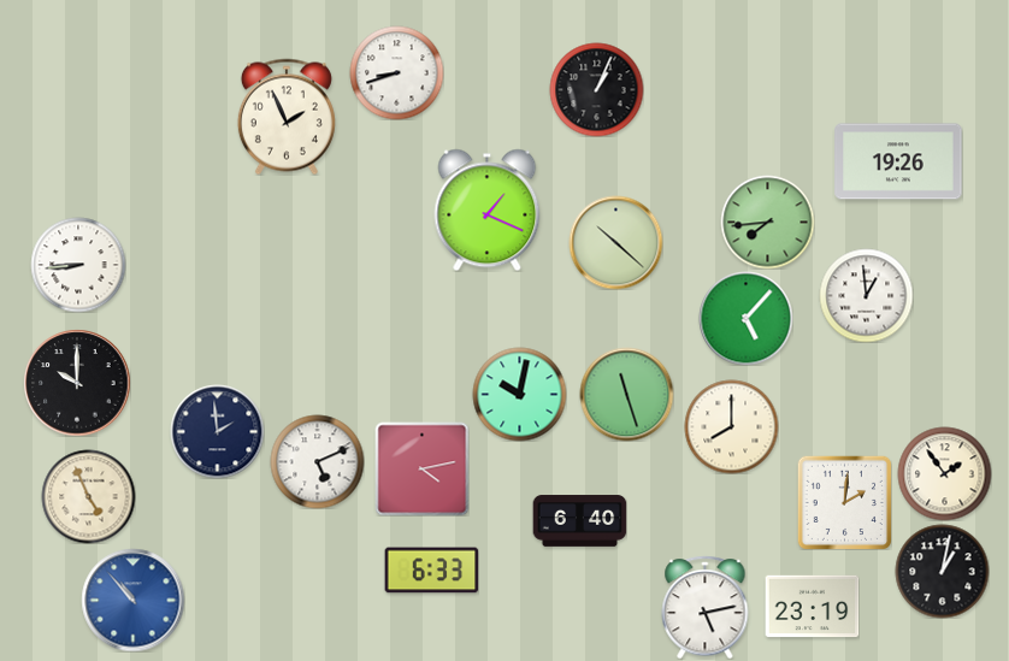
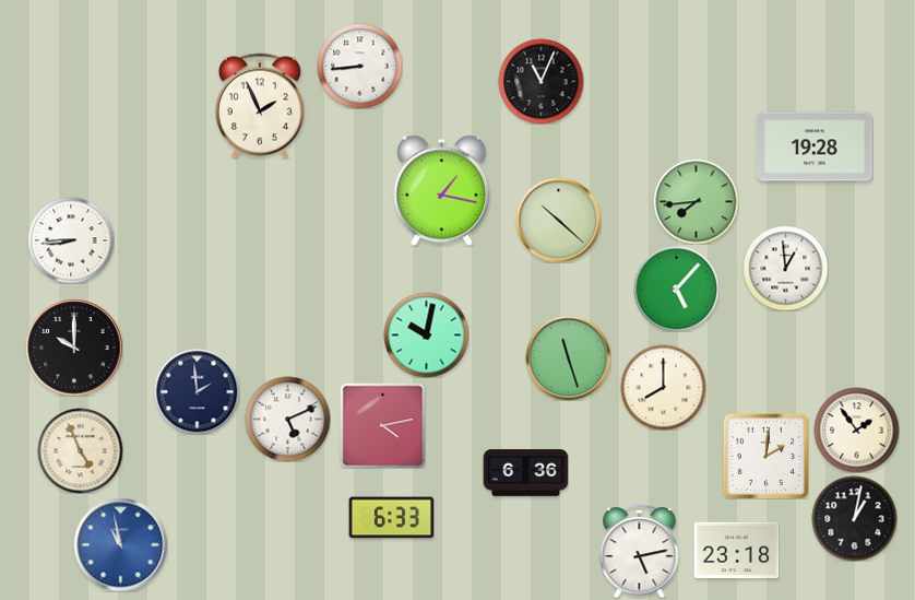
clock at (396, 72): 8:42 -> 8:44
clock at (596, 89): 1:04 -> 11:04
clock at (898, 161): 19:26 -> 19:28
clock at (488, 209): 1:19 -> 1:17
clock at (77, 383) position: (77, 383) -> (74, 348)
clock at (519, 394) position: (519, 394) -> (426, 334)
clock at (579, 521): 6:40 -> 6:36
clock at (132, 600): 10:53 -> 10:58
clock at (812, 607): 23:19 -> 23:18
